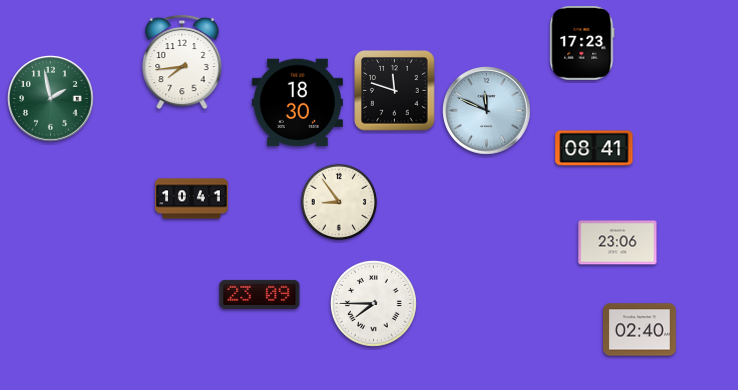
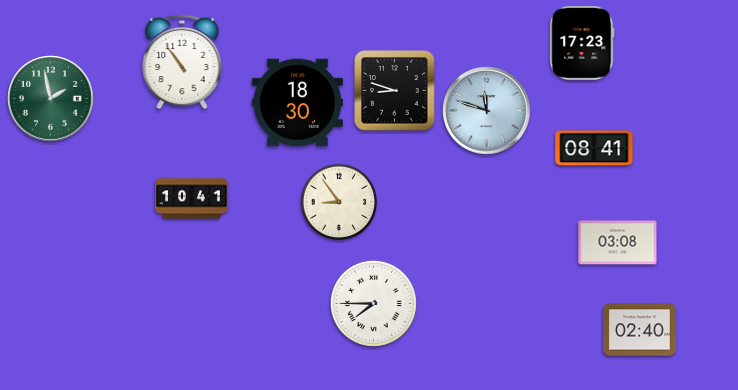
clock at (182, 62): 7:44 -> 10:54
clock at (395, 91): 11:48 -> 8:48
clock at (487, 111): 11:49 -> 11:48
clock at (618, 243): 23:06 -> 03:08
clock at (260, 294): 23:09 -> none
